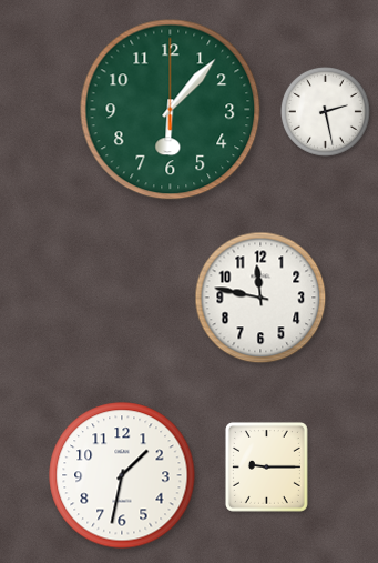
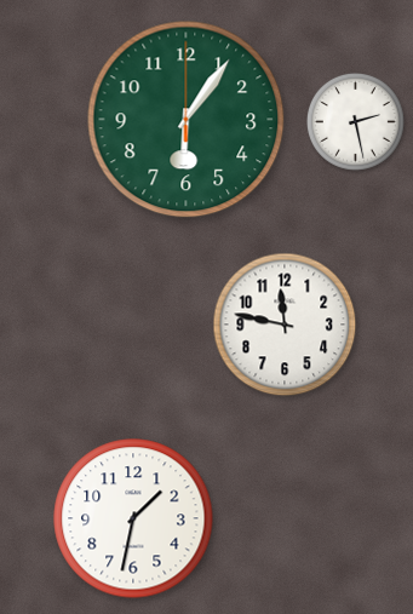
clock at (171, 110): 6:07 -> 6:06
clock at (266, 466): 9:15 -> none
